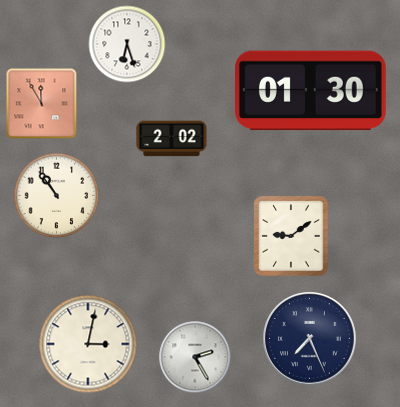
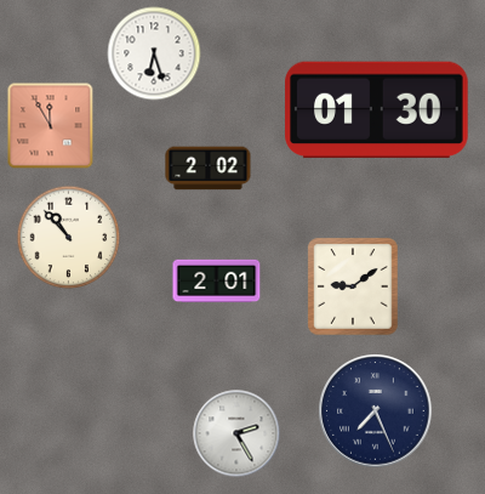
clock at (57, 196): 10:54 -> 10:53
clock at (217, 282): none -> 2:01
clock at (88, 344): 3:02 -> none
